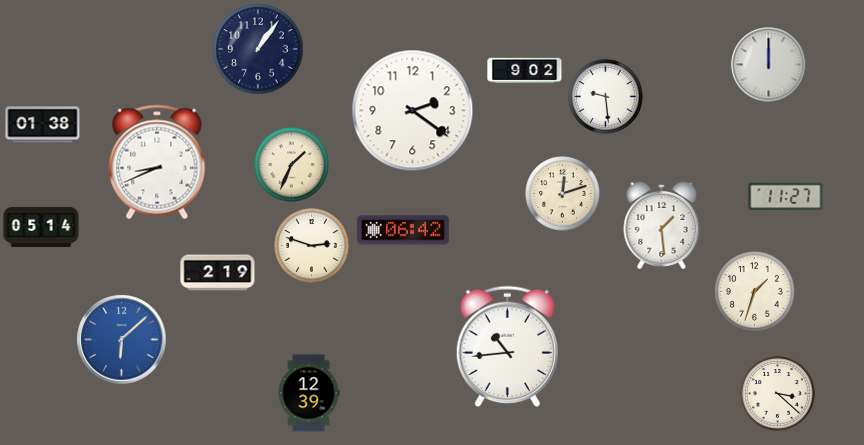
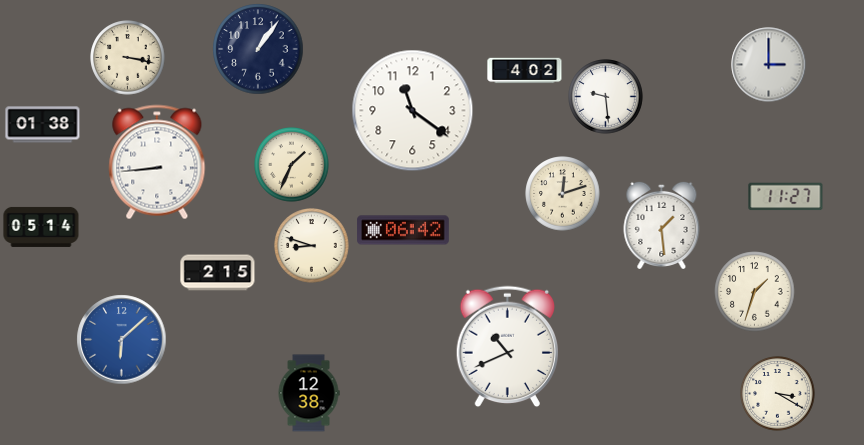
clock at (128, 58): none -> 3:17
clock at (769, 65): 12:00 -> 3:00
clock at (525, 71): 9:02 -> 4:02
clock at (413, 111): 2:21 -> 11:21
clock at (157, 162): 8:41 -> 8:44
clock at (312, 246): 2:48 -> 8:48
clock at (218, 273): 2:19 -> 2:15
clock at (508, 347): 10:44 -> 10:41
clock at (309, 393): 12:39 -> 12:38
clock at (778, 394): 3:22 -> 3:20
